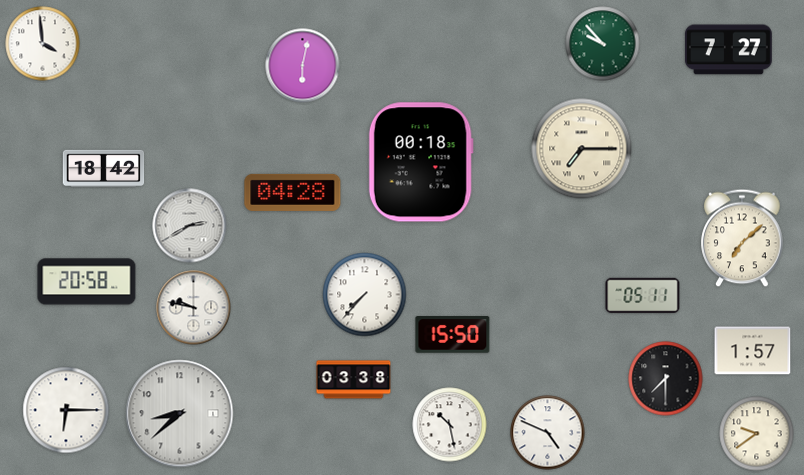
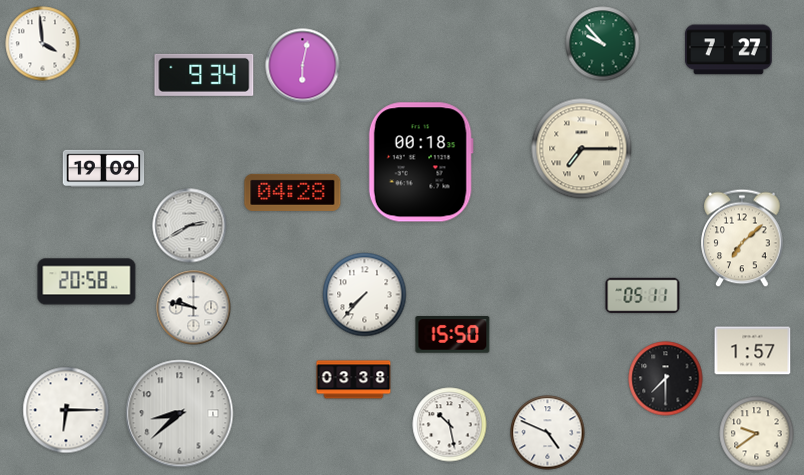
clock at (204, 75): none -> 9:34
clock at (104, 169): 18:42 -> 19:09
